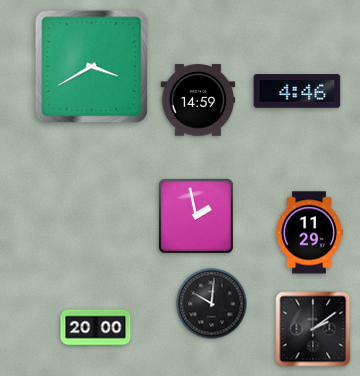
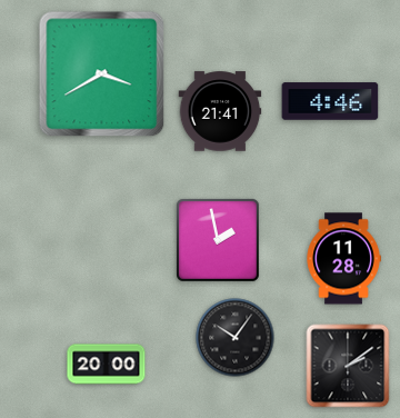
clock at (198, 100): 14:59 -> 21:41
clock at (309, 233): 11:29 -> 11:28
clock at (212, 304): 10:01 -> 10:06
